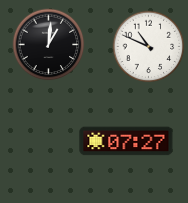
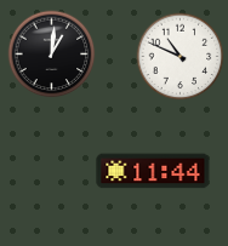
clock at (49, 45) position: (49, 45) -> (52, 55)
clock at (126, 141): 07:27 -> 11:44
